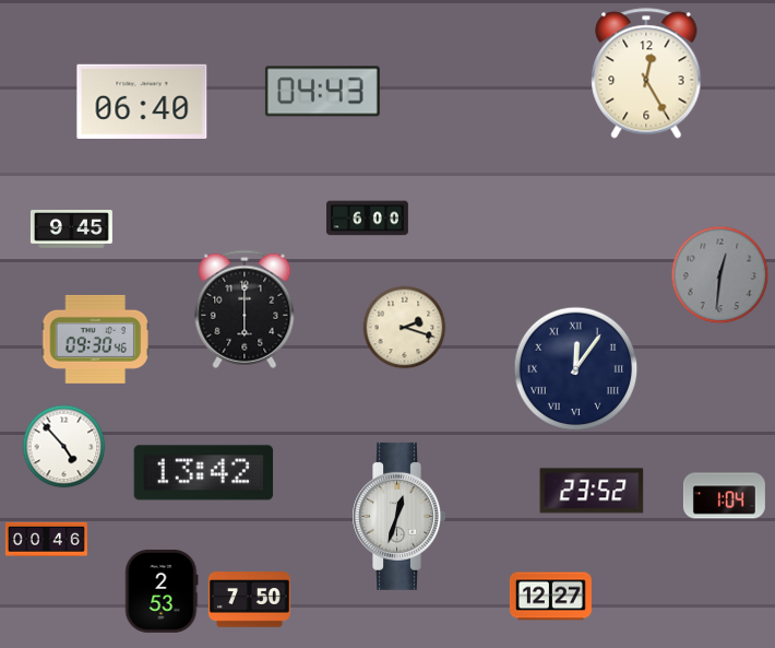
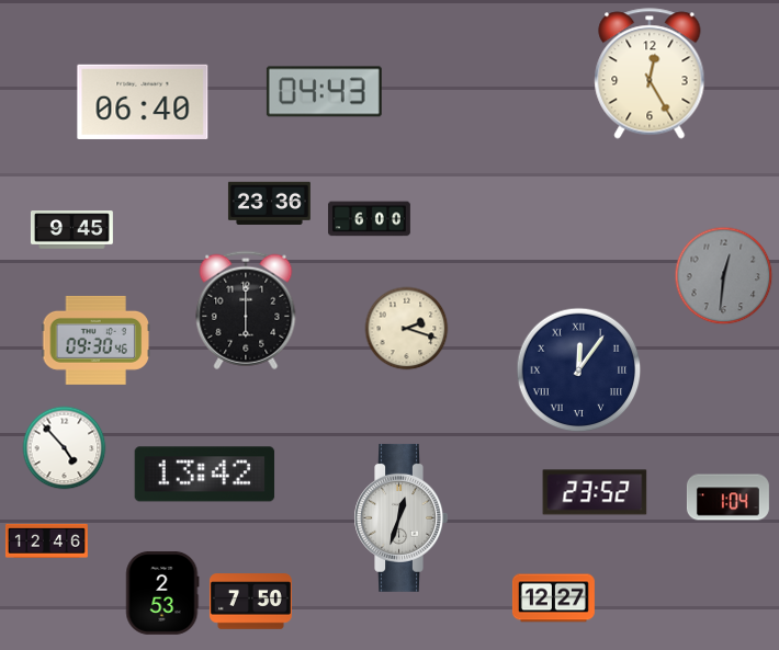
clock at (269, 203): none -> 23:36
clock at (46, 539): 00:46 -> 12:46
